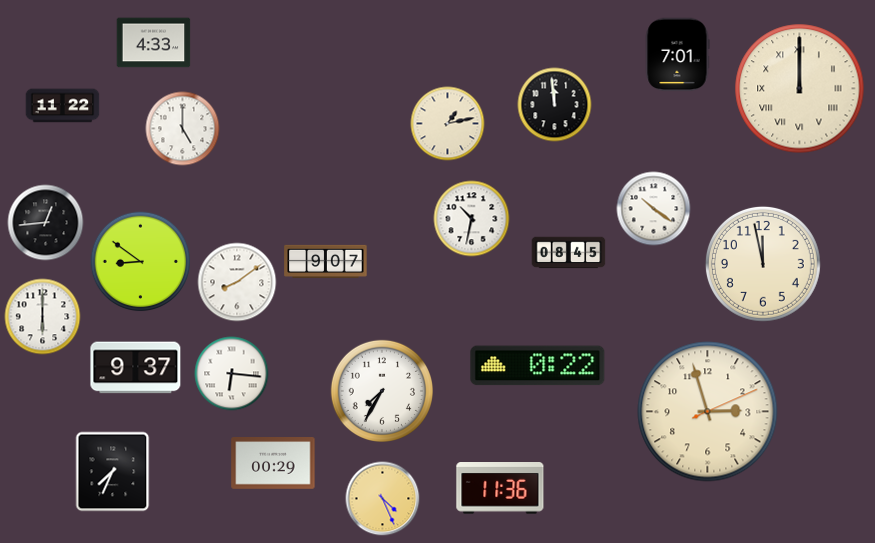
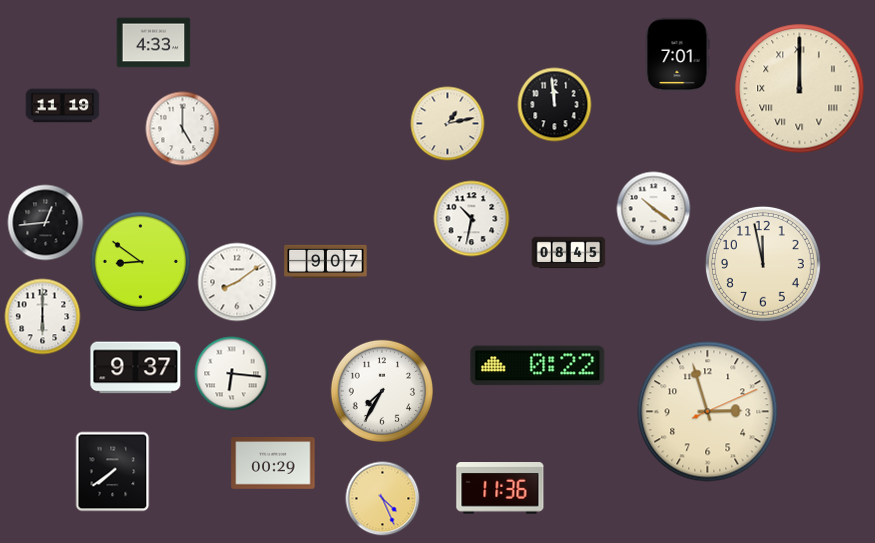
clock at (63, 106): 11:22 -> 11:19
clock at (113, 472): 7:34 -> 7:39
